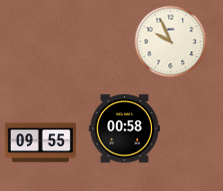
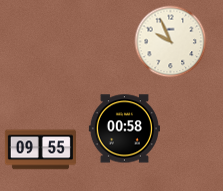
clock at (40, 143) position: (40, 143) -> (40, 150)
